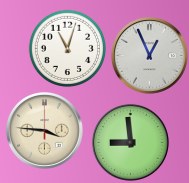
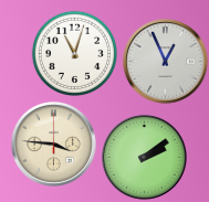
clock at (44, 130) position: (44, 130) -> (53, 143)
clock at (130, 142): 8:59 -> 2:09
